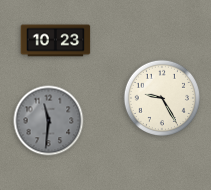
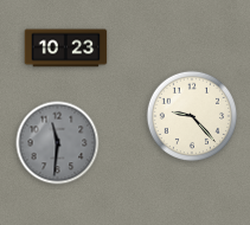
clock at (161, 97): 9:25 -> 9:23
